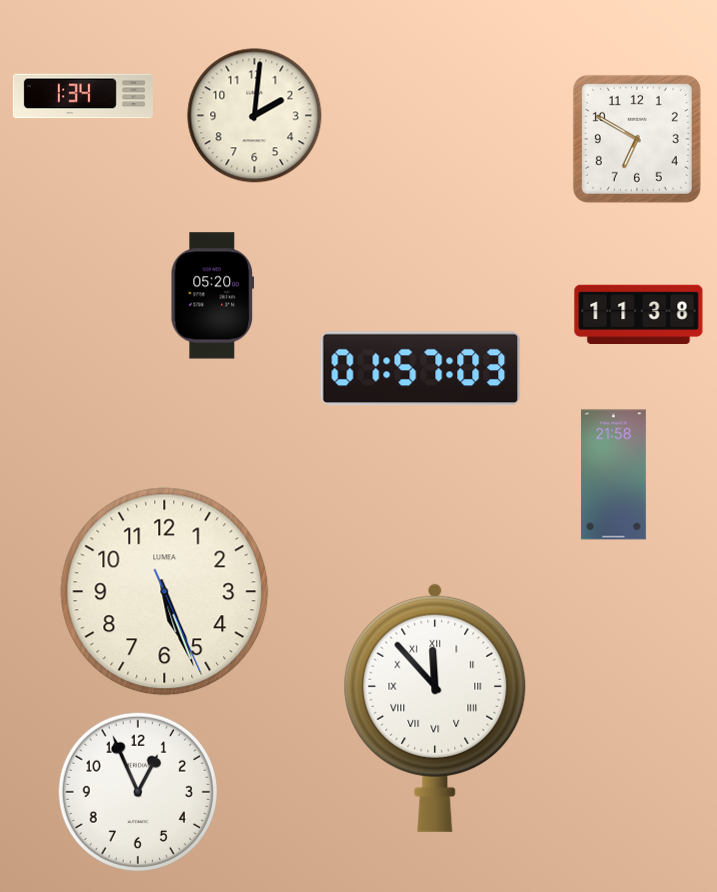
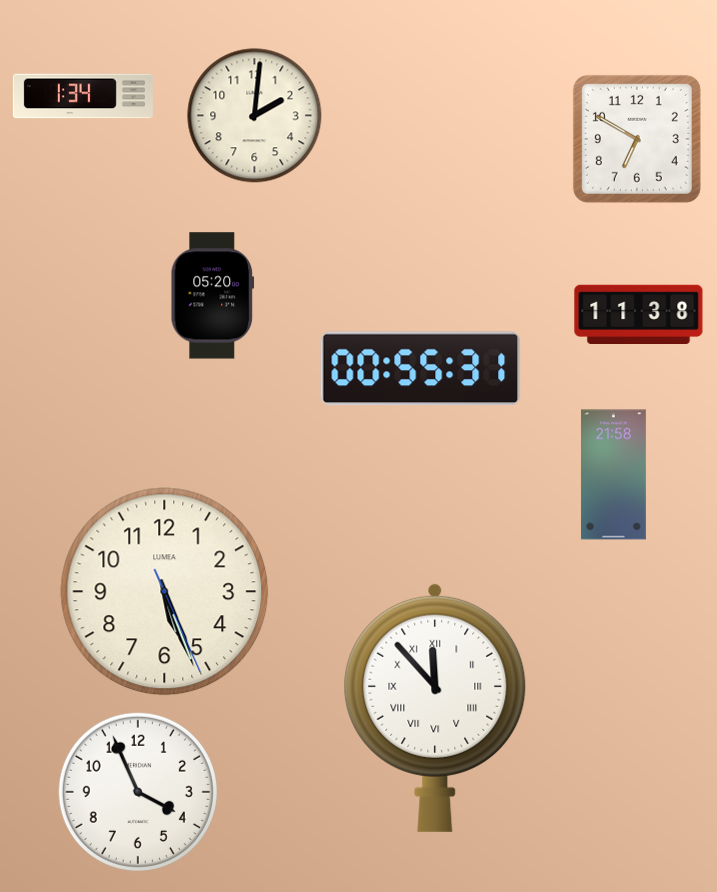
clock at (421, 369): 01:57 -> 00:55
clock at (138, 792): 12:56 -> 3:56
